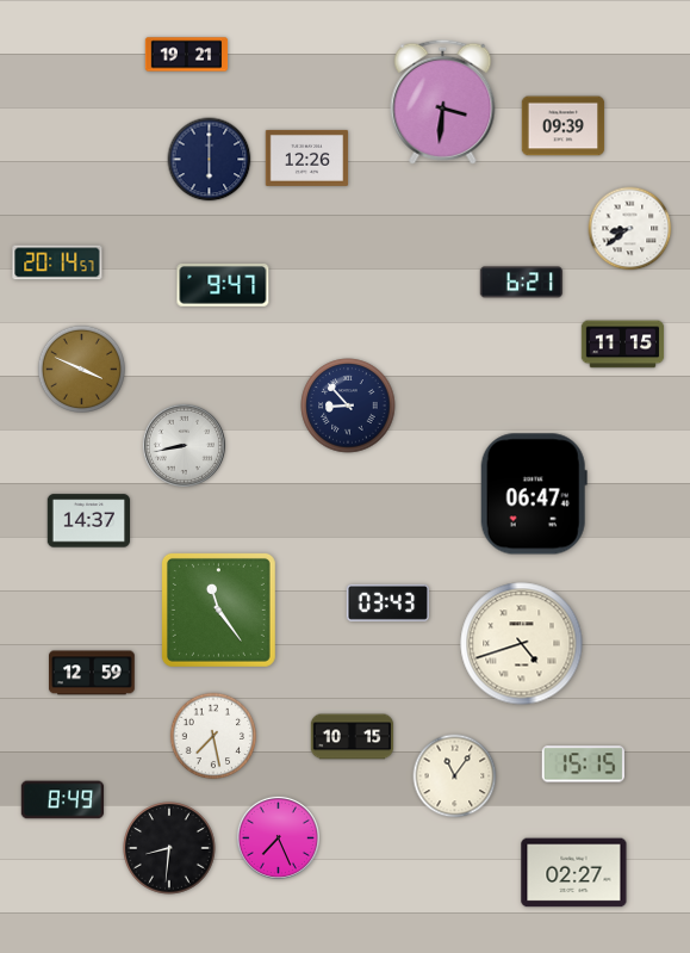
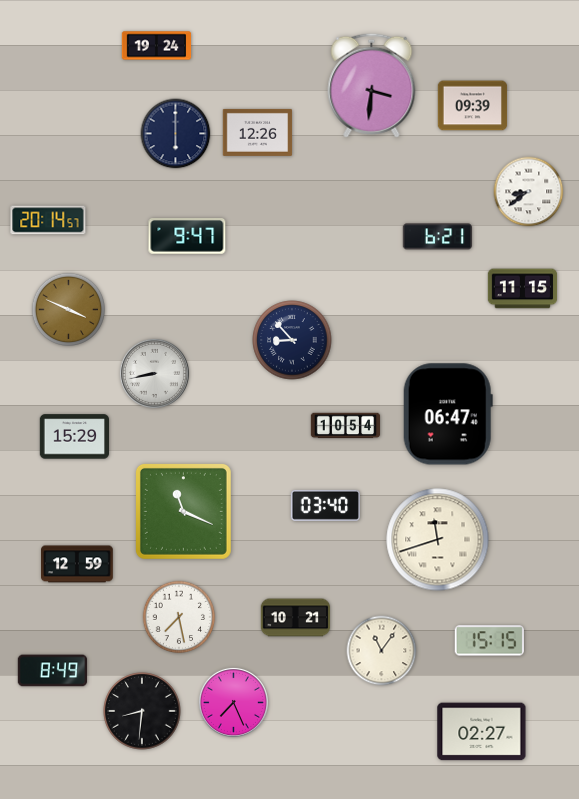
clock at (187, 55): 19:21 -> 19:24
clock at (223, 285) position: (223, 285) -> (187, 236)
clock at (346, 426): none -> 10:54
clock at (88, 521): 14:37 -> 15:29
clock at (387, 602): 03:43 -> 03:40
clock at (218, 609): 11:24 -> 11:19
clock at (522, 644): 4:42 -> 11:42
clock at (353, 737): 10:15 -> 10:21
